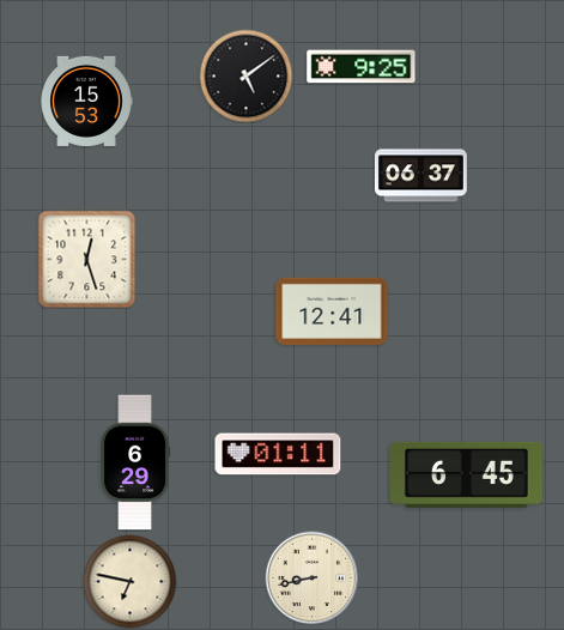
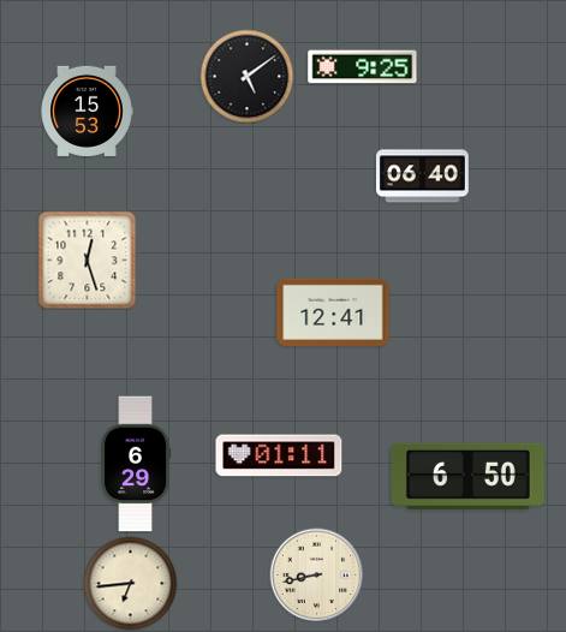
clock at (86, 101) position: (86, 101) -> (87, 111)
clock at (420, 176): 06:37 -> 06:40
clock at (466, 474): 6:45 -> 6:50
clock at (311, 577) position: (311, 577) -> (316, 574)
clock at (129, 581): 6:47 -> 6:44
